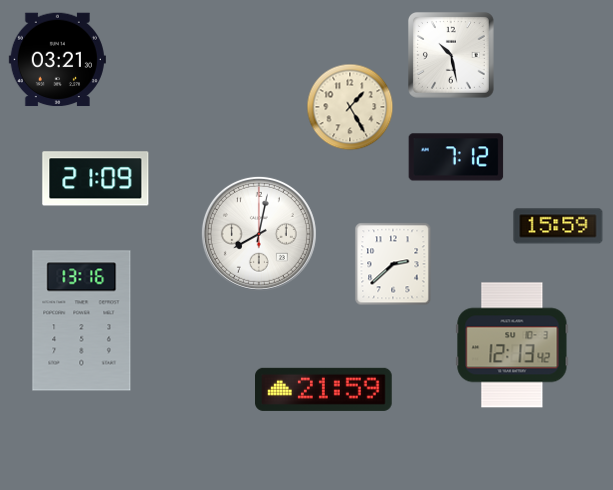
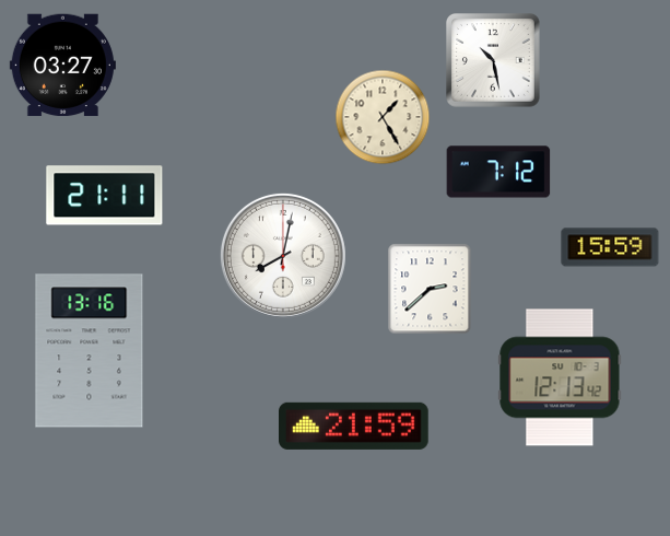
clock at (57, 60): 03:21 -> 03:27
clock at (96, 179): 21:09 -> 21:11
